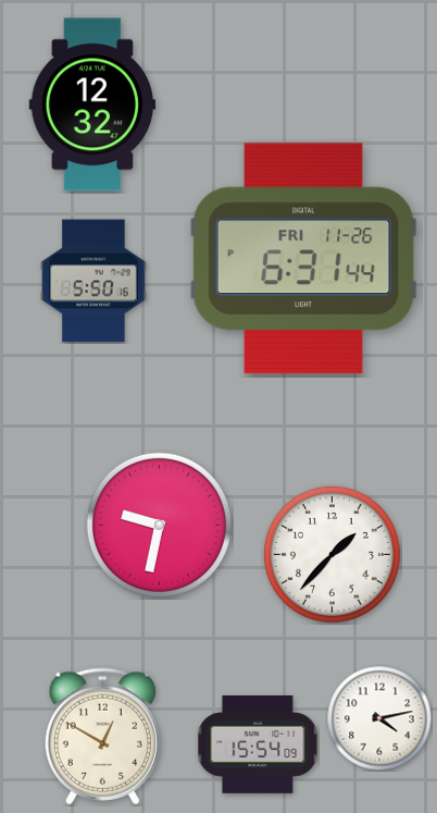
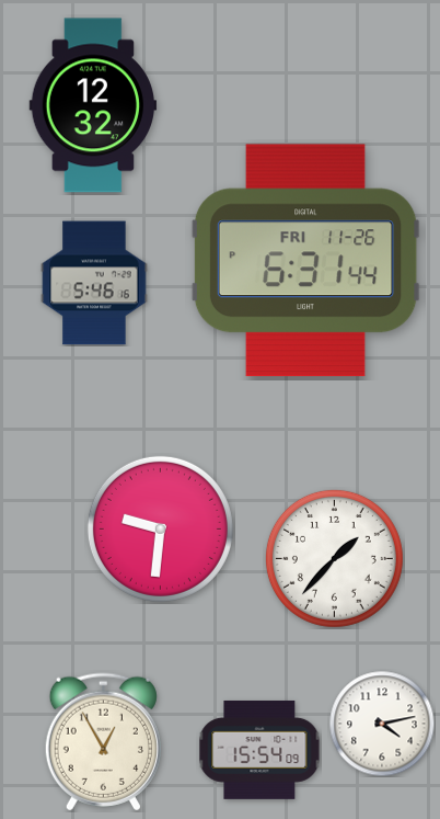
clock at (93, 281): 5:50 -> 5:46
clock at (159, 525): 9:32 -> 9:31
clock at (102, 737): 12:50 -> 12:55
